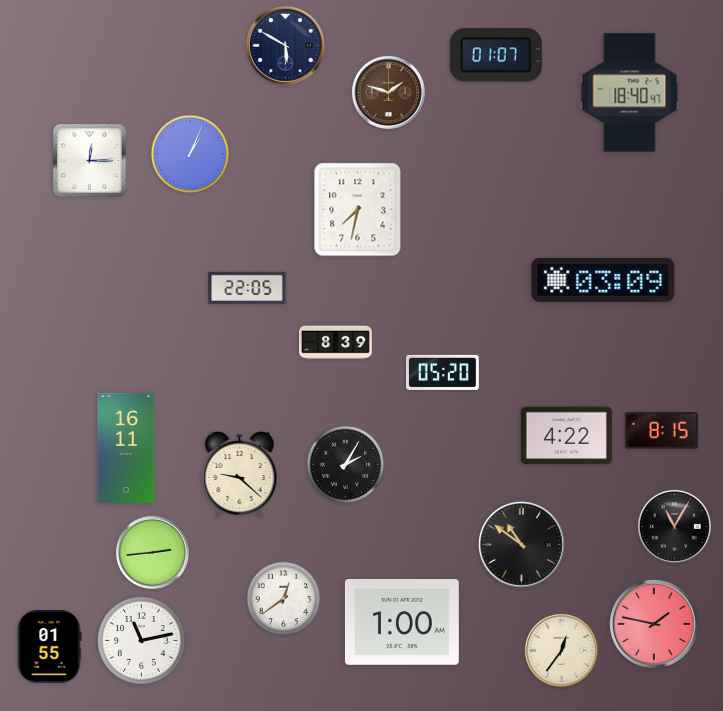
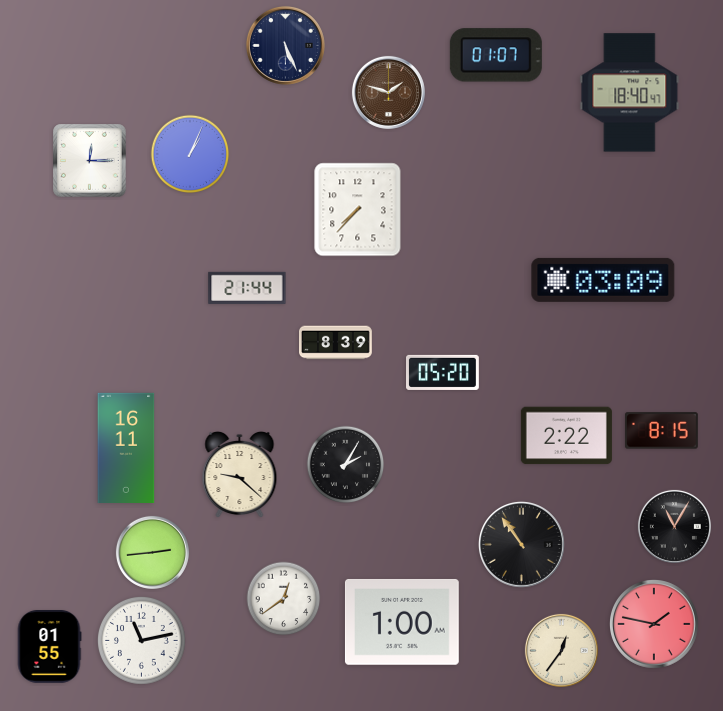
clock at (285, 45): 5:50 -> 5:26
clock at (358, 210): 7:32 -> 7:37
clock at (247, 288): 22:05 -> 21:44
clock at (566, 436): 4:22 -> 2:22
clock at (522, 545): 10:51 -> 10:54
